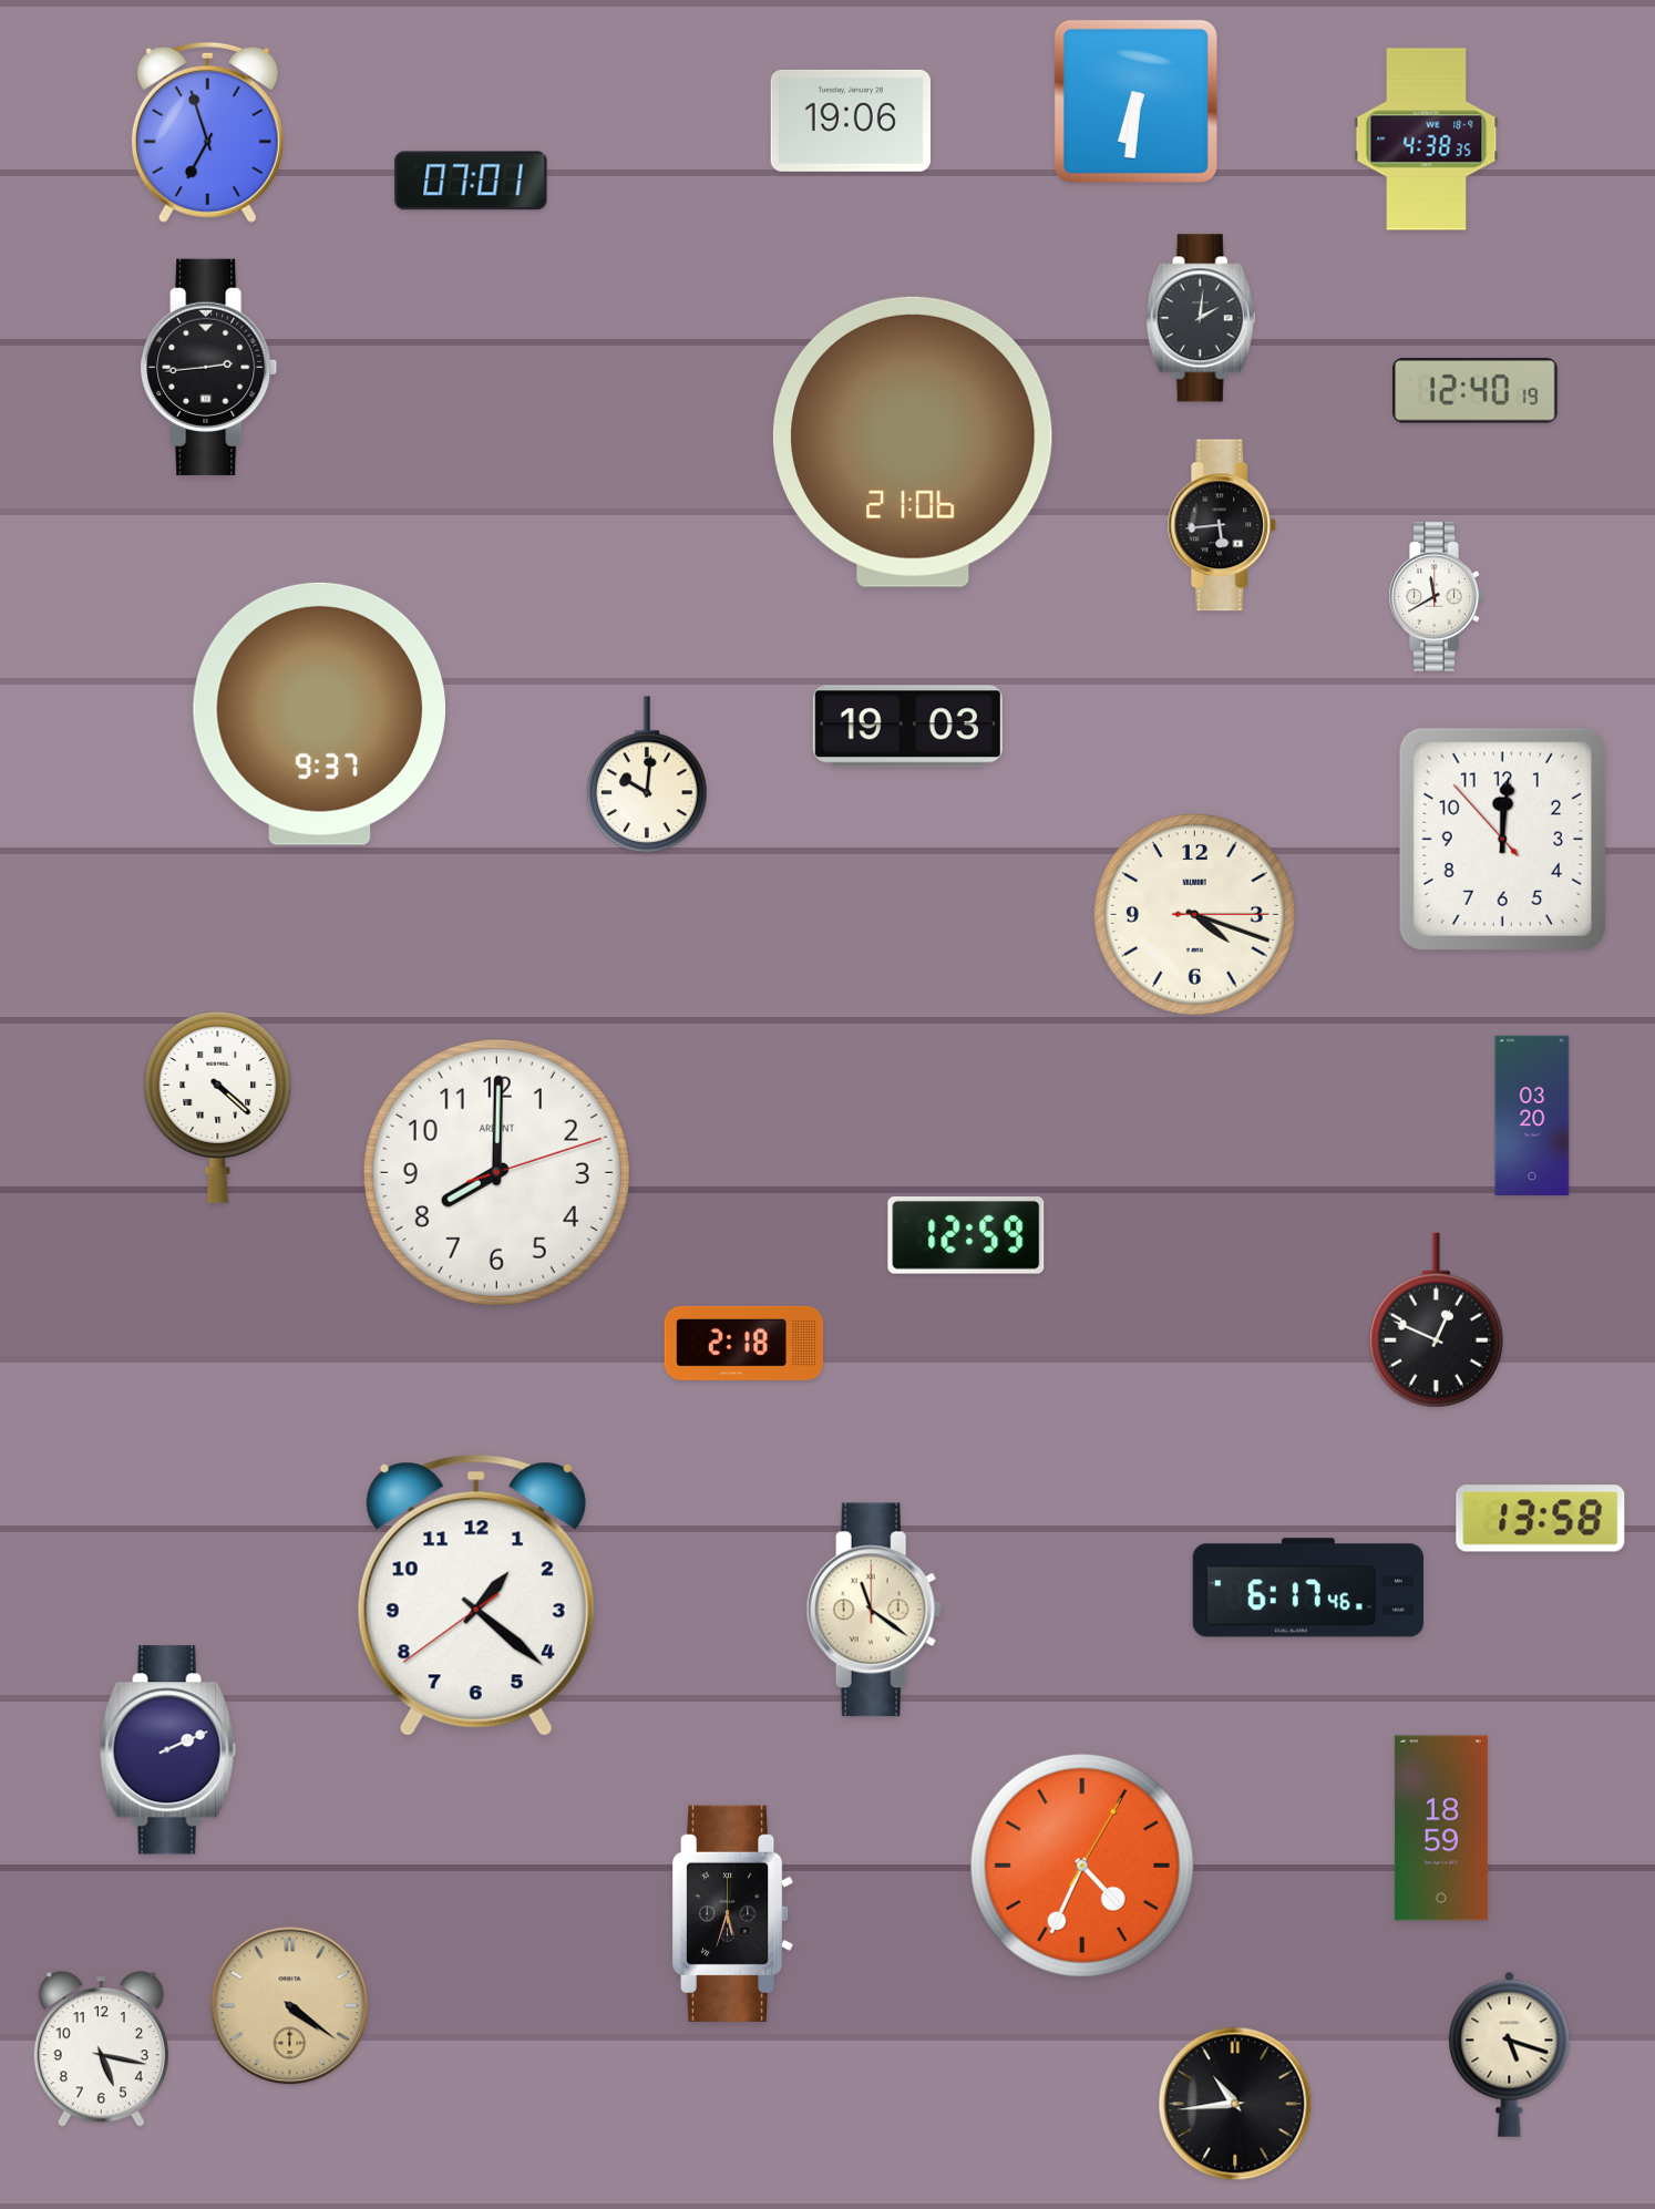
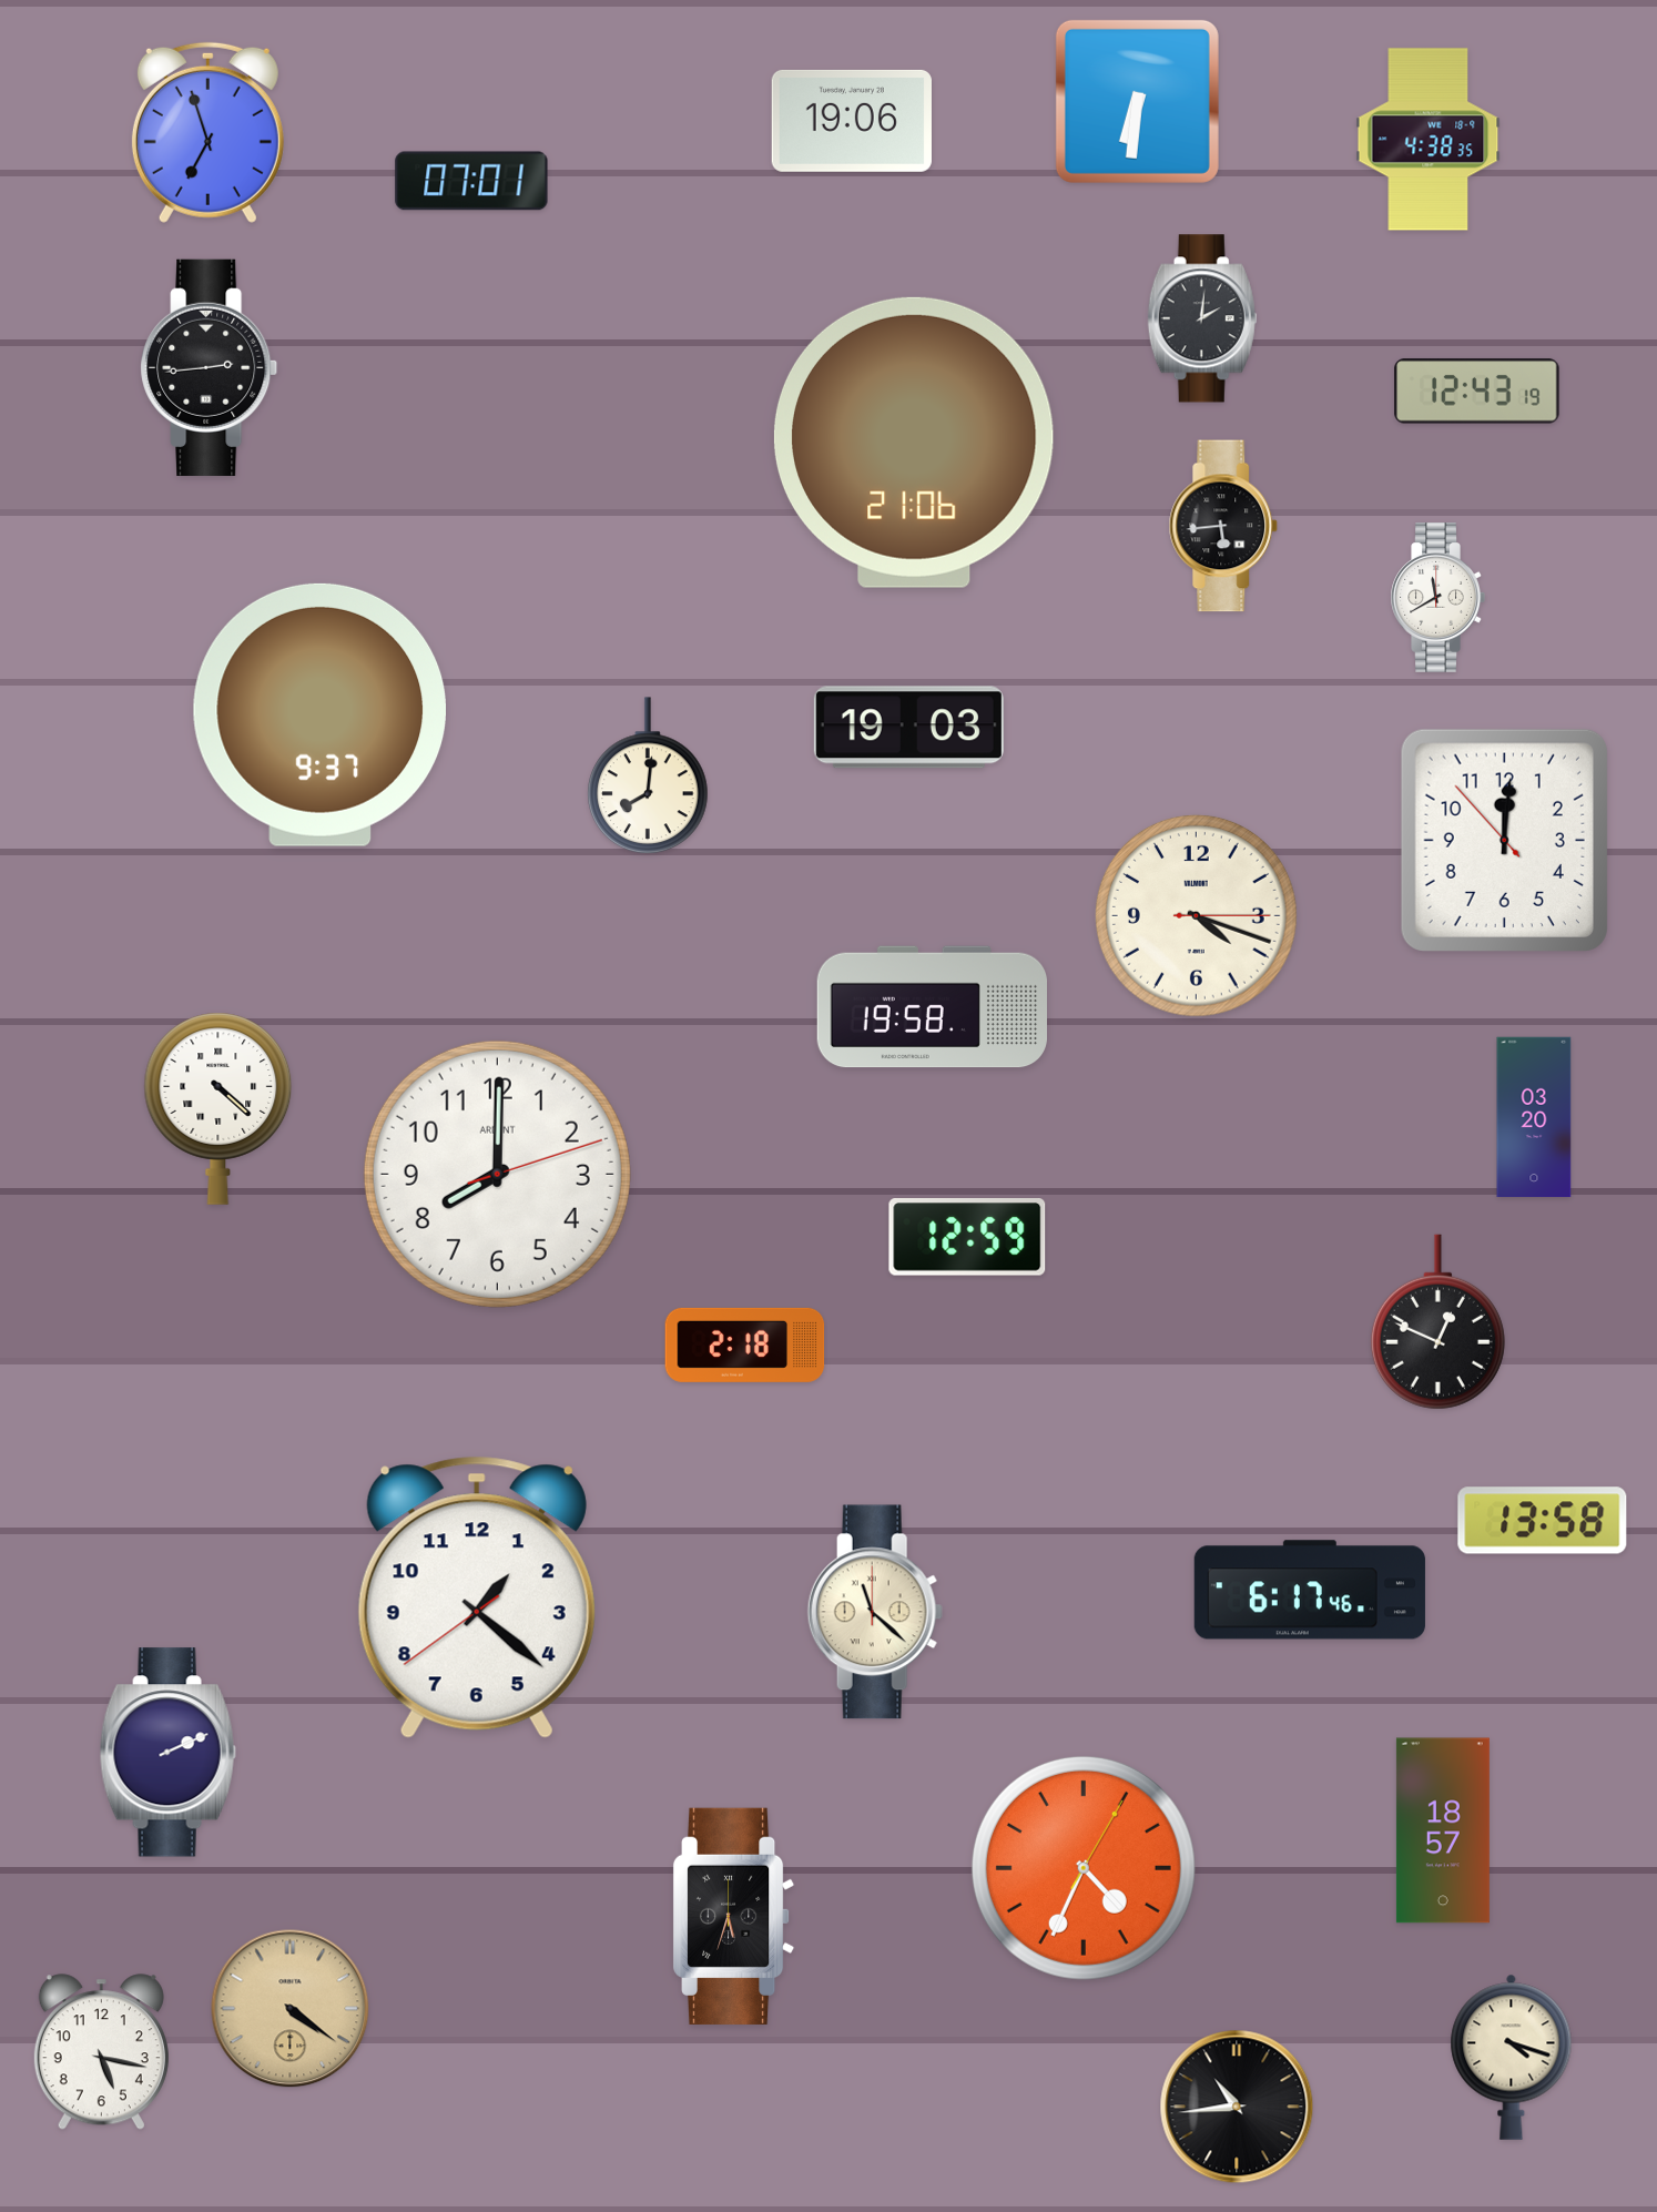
clock at (1476, 391): 12:40 -> 12:43
clock at (648, 775): 10:01 -> 8:01
clock at (932, 1007): none -> 19:58
clock at (874, 1610): 11:21 -> 11:22
clock at (1441, 1828): 18:59 -> 18:57
clock at (1510, 2054): 5:18 -> 4:18
